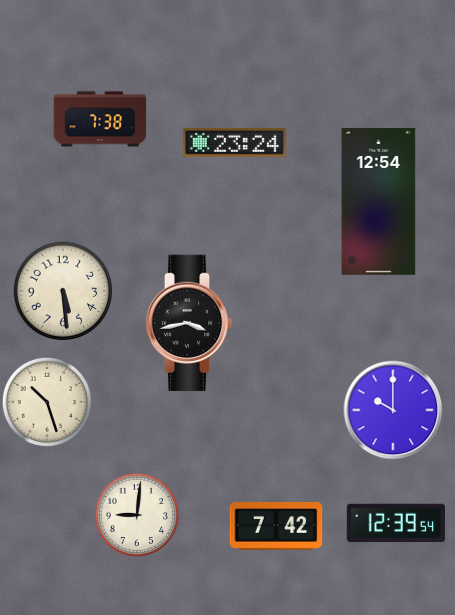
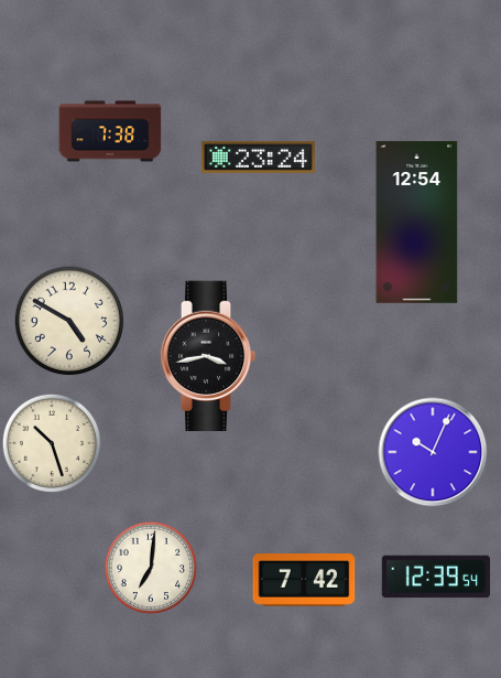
clock at (63, 291): 5:29 -> 4:50
clock at (393, 410): 10:00 -> 10:04
clock at (137, 515): 9:01 -> 7:01
